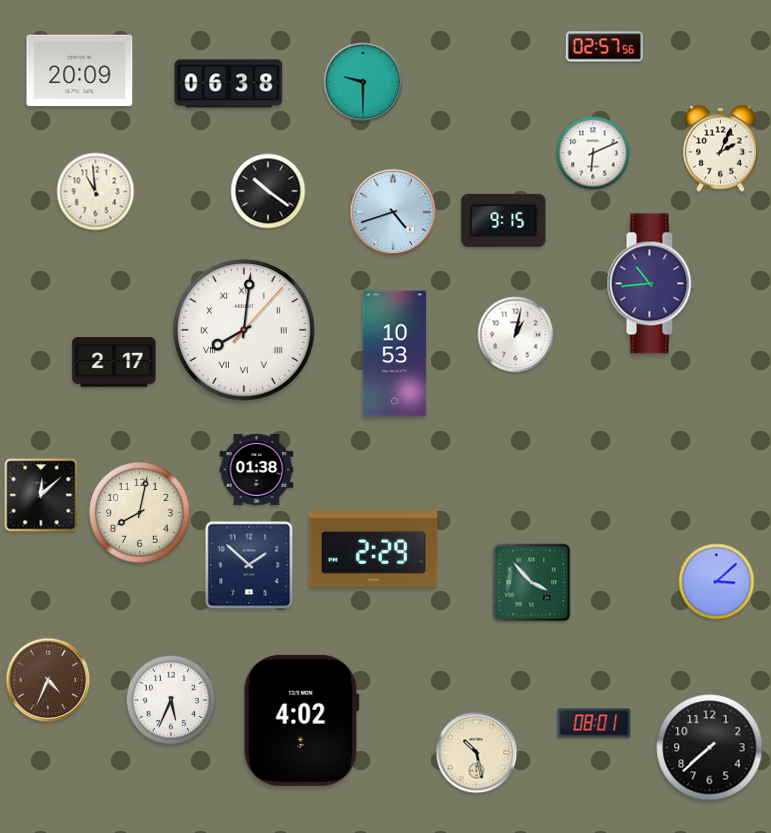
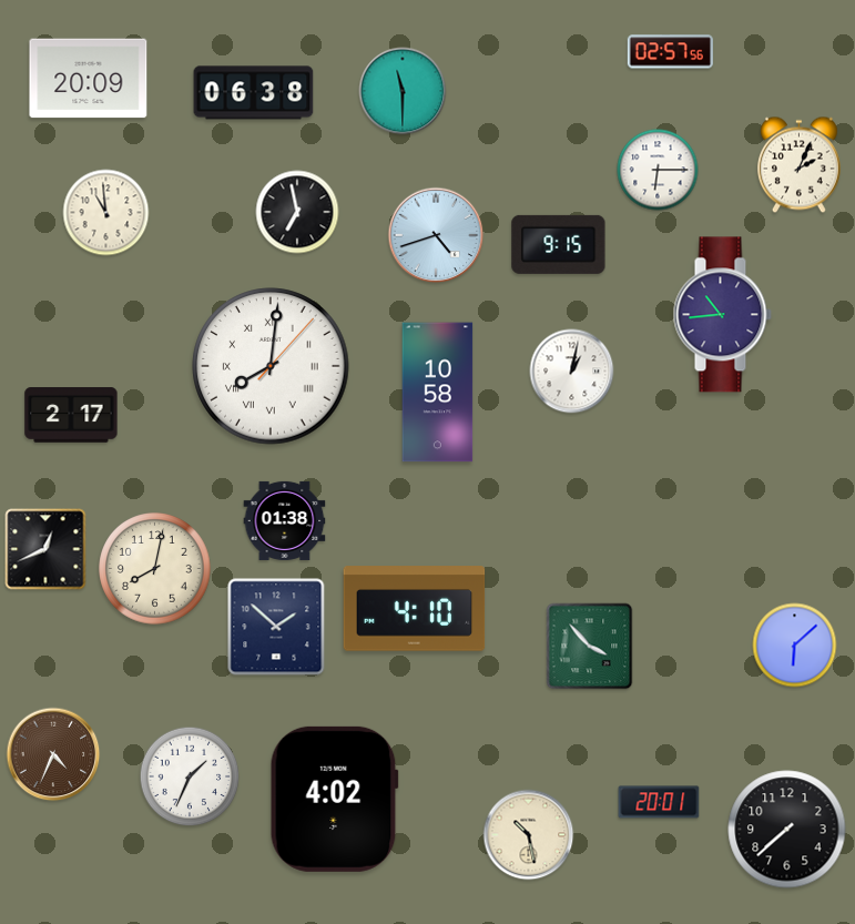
clock at (363, 82): 9:30 -> 11:30
clock at (593, 153): 6:11 -> 6:15
clock at (268, 191): 10:21 -> 6:58
clock at (395, 354): 10:53 -> 10:58
clock at (114, 362) position: (114, 362) -> (71, 415)
clock at (41, 495): 12:08 -> 12:41
clock at (374, 549): 2:29 -> 4:10
clock at (717, 582): 3:08 -> 6:08
clock at (171, 700): 5:34 -> 1:34
clock at (594, 723): 08:01 -> 20:01
